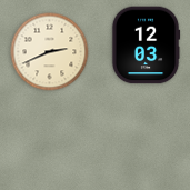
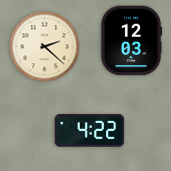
clock at (50, 52): 2:41 -> 2:22
clock at (90, 131): none -> 4:22
